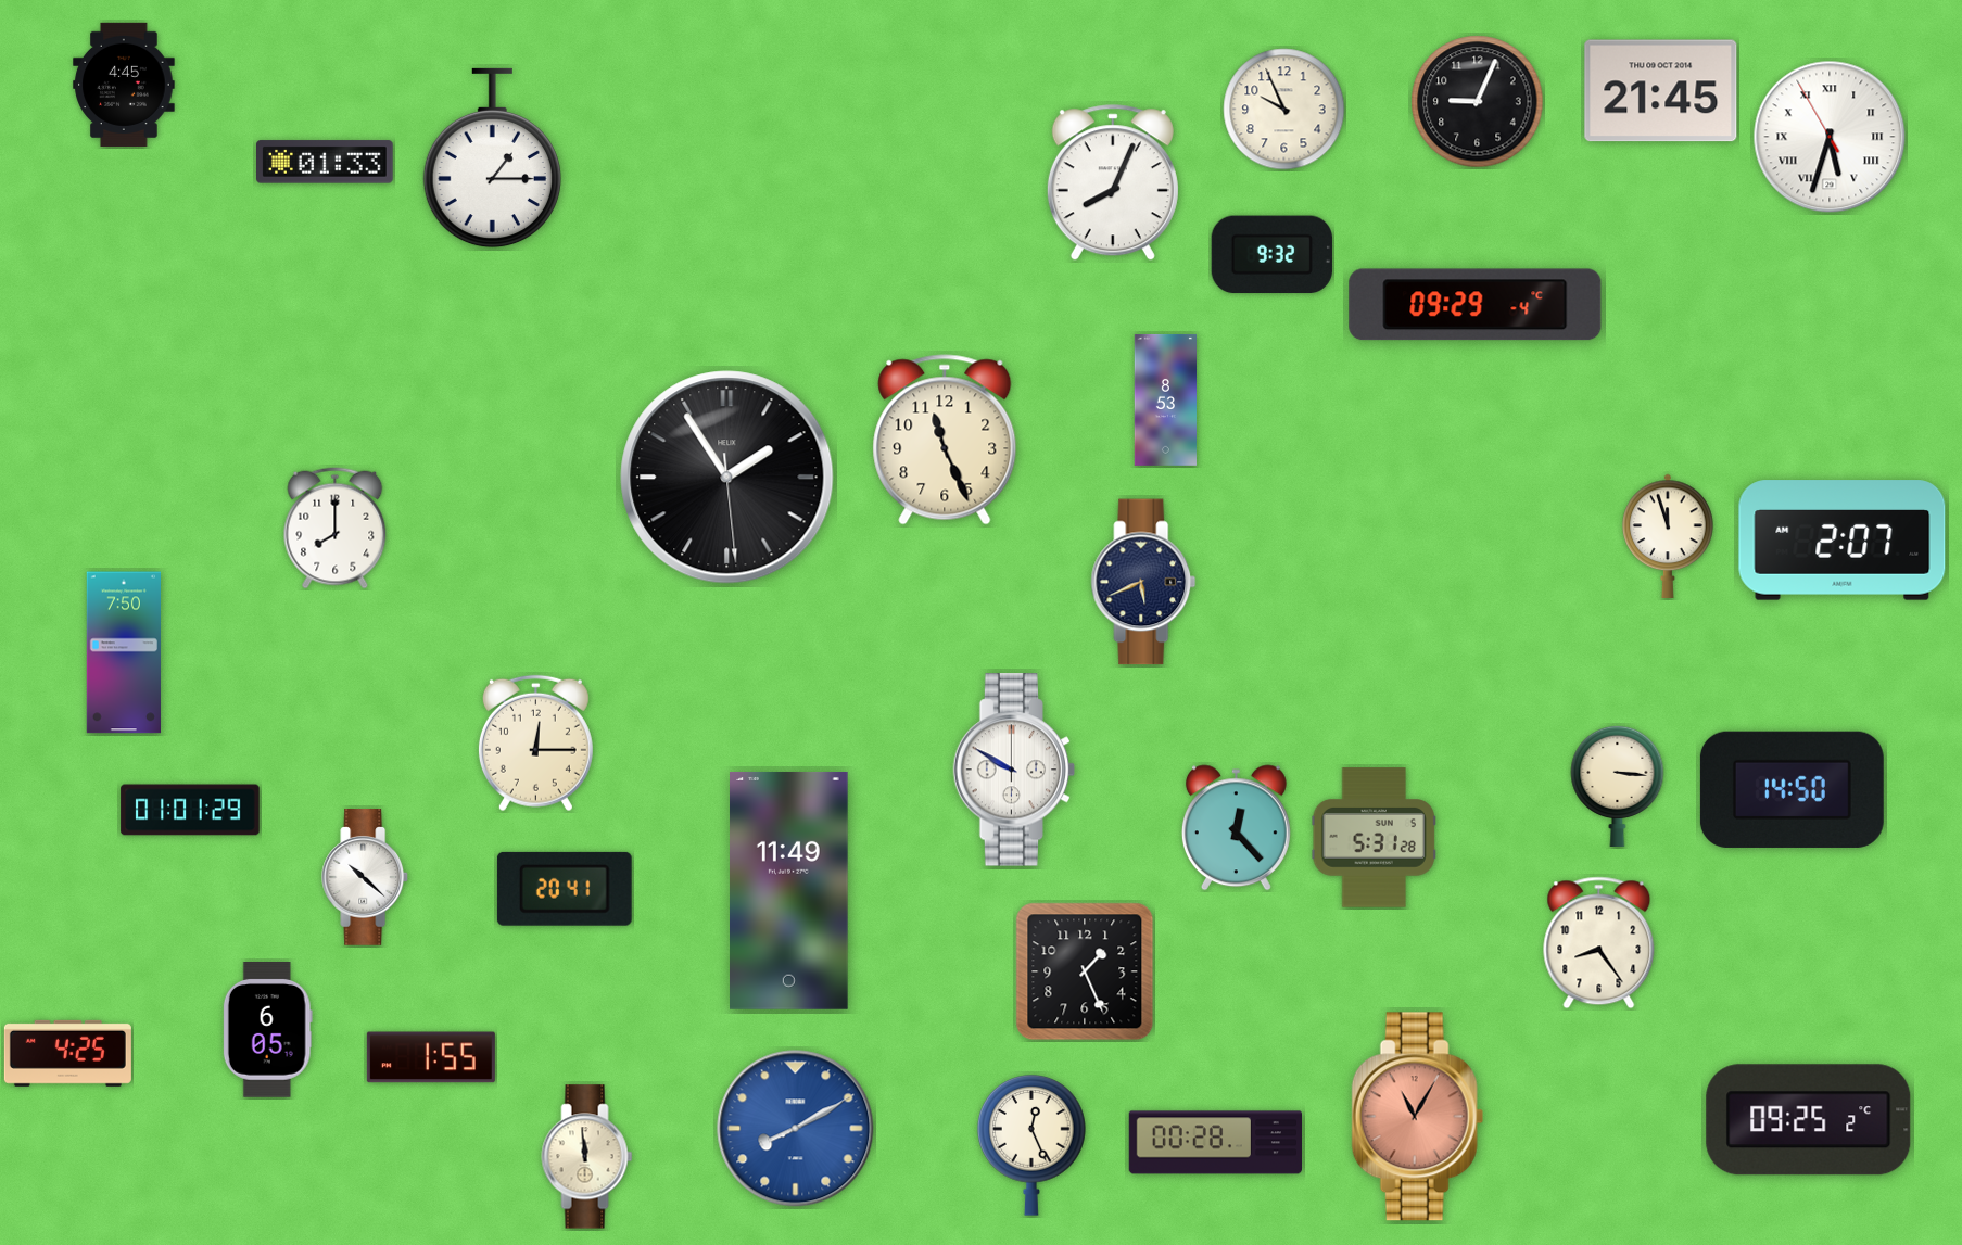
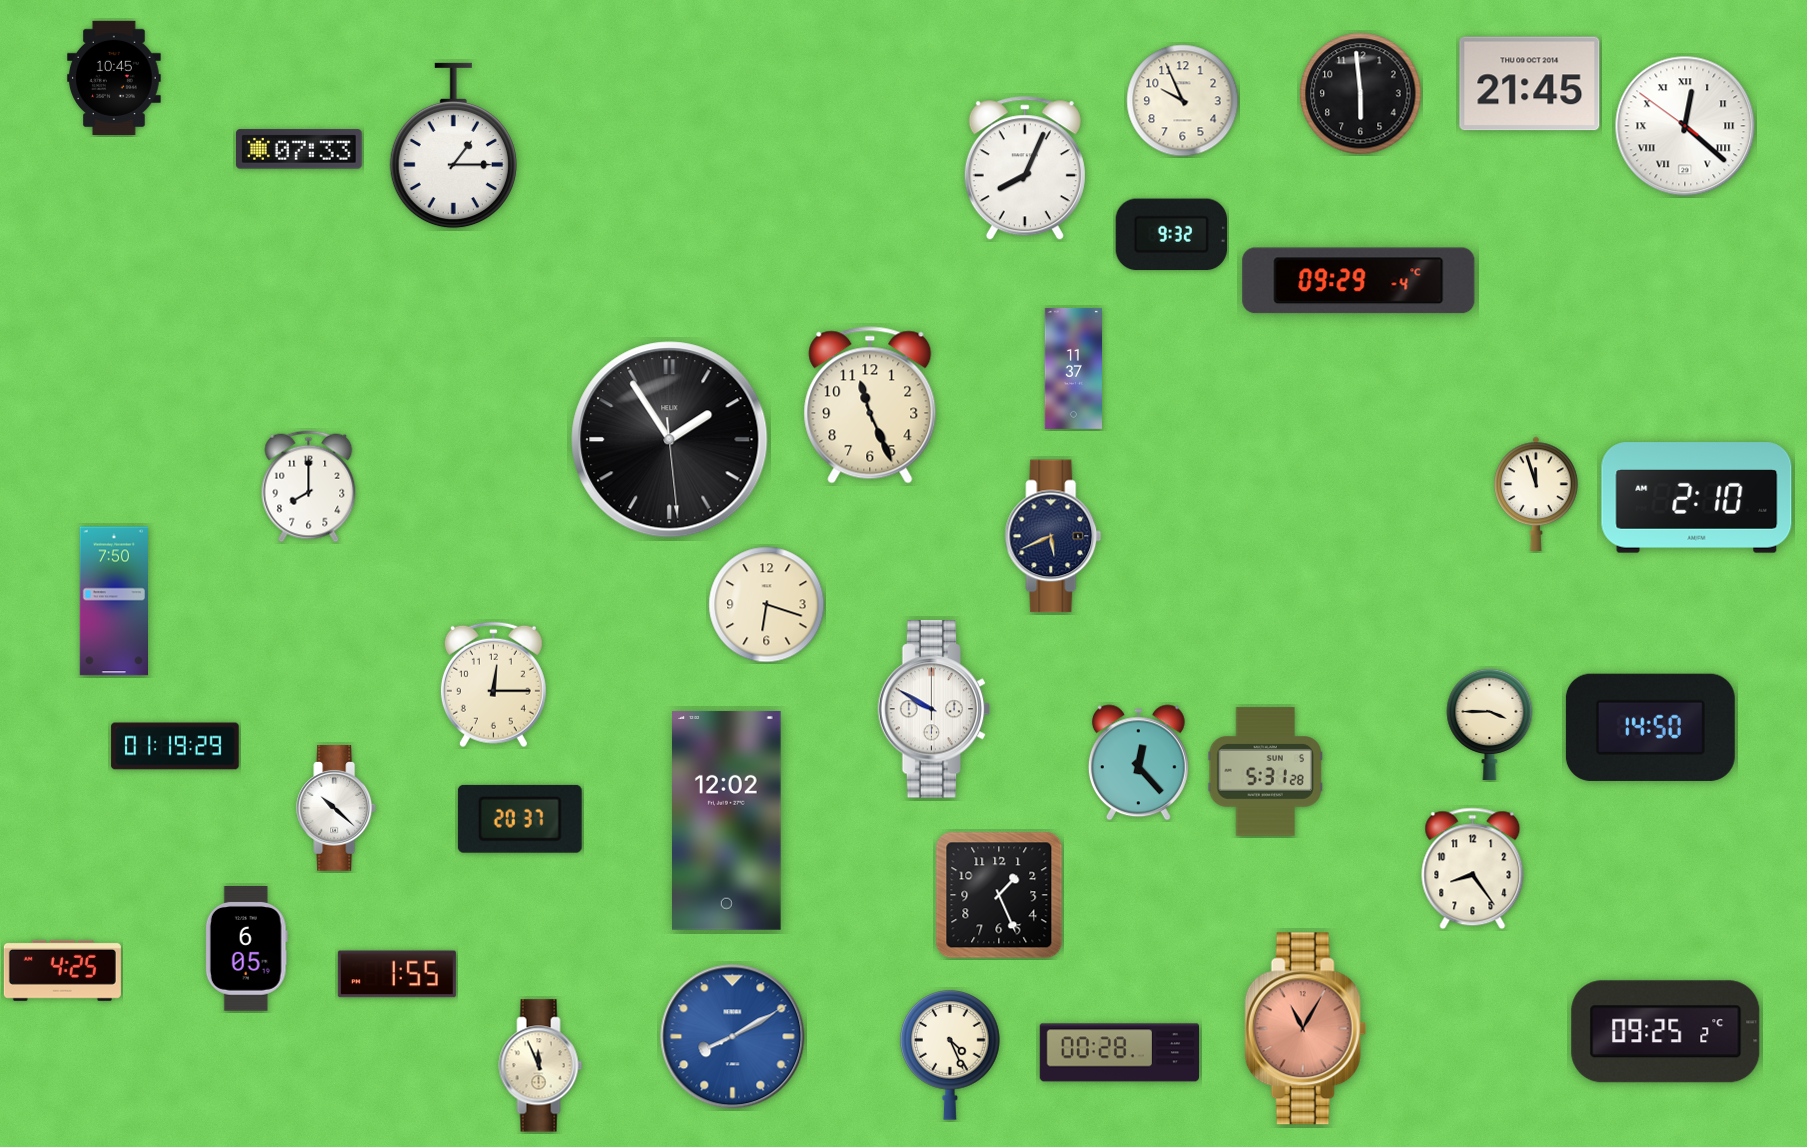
clock at (124, 85): 4:45 -> 10:45
clock at (1478, 102): 9:04 -> 5:59
clock at (1830, 137): 5:32 -> 12:21
clock at (325, 162): 01:33 -> 07:33
clock at (1165, 399): 8:53 -> 11:37
clock at (1843, 541): 2:07 -> 2:10
clock at (767, 605): none -> 6:18
clock at (1618, 786): 3:16 -> 3:45
clock at (190, 810): 01:01 -> 01:19
clock at (565, 889): 20:41 -> 20:37
clock at (789, 890): 11:49 -> 12:02
clock at (796, 1129) position: (796, 1129) -> (733, 1037)
clock at (1031, 1145): 12:26 -> 4:26
clock at (587, 1157): 11:59 -> 11:56
